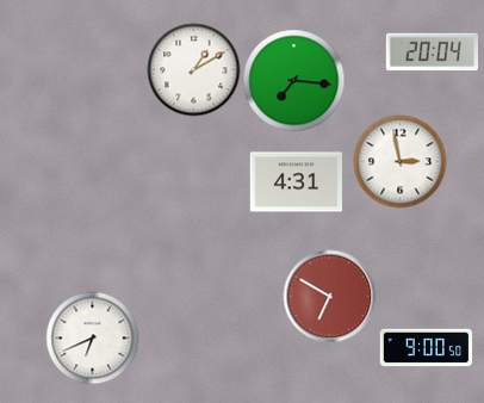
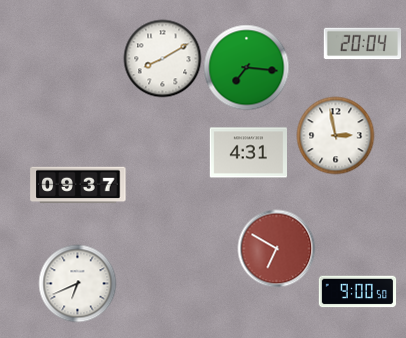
clock at (193, 69): 1:10 -> 8:10
clock at (78, 185): none -> 09:37
